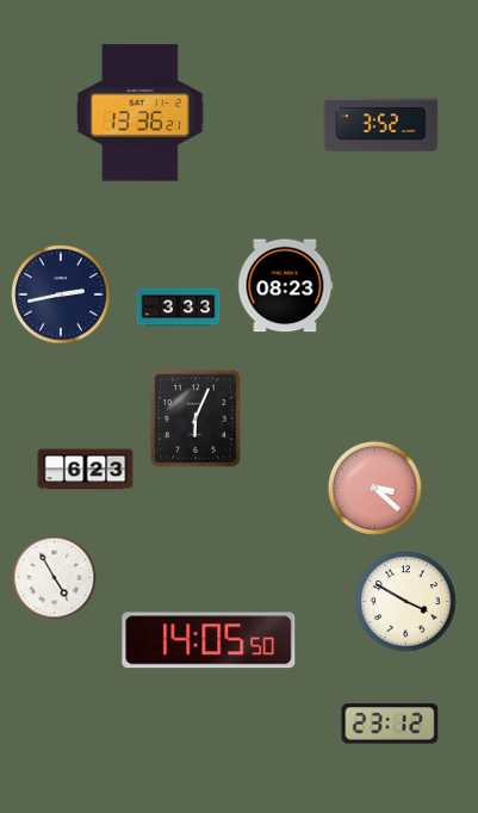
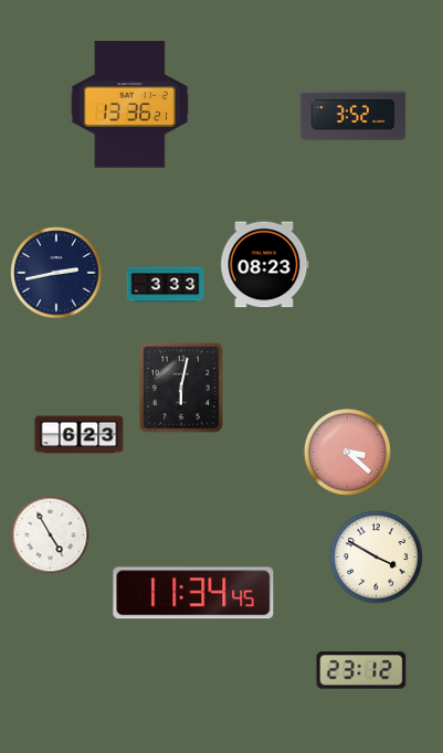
clock at (195, 418): 6:04 -> 6:02
clock at (209, 640): 14:05 -> 11:34
